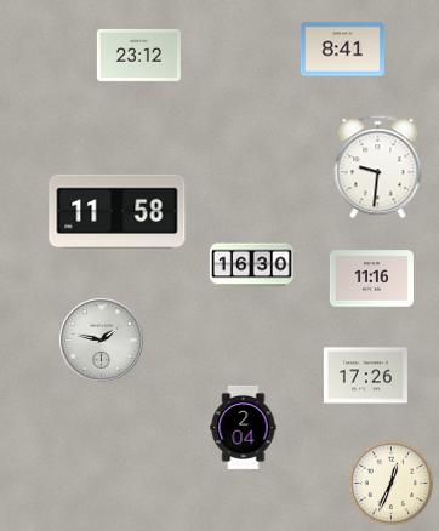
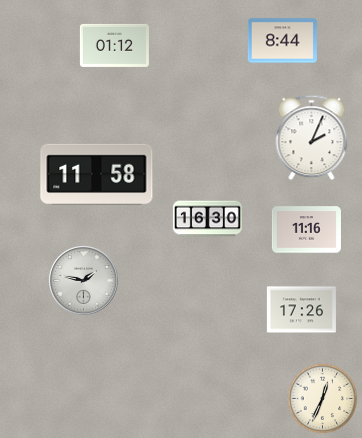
clock at (342, 50): 8:41 -> 8:44
clock at (138, 55): 23:12 -> 01:12
clock at (378, 167): 9:31 -> 2:04
clock at (244, 427): 2:04 -> none
